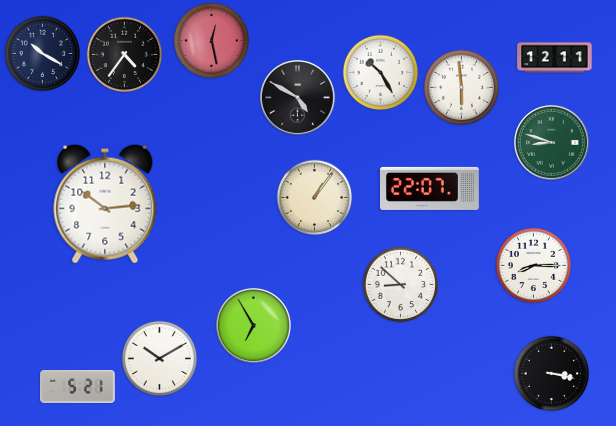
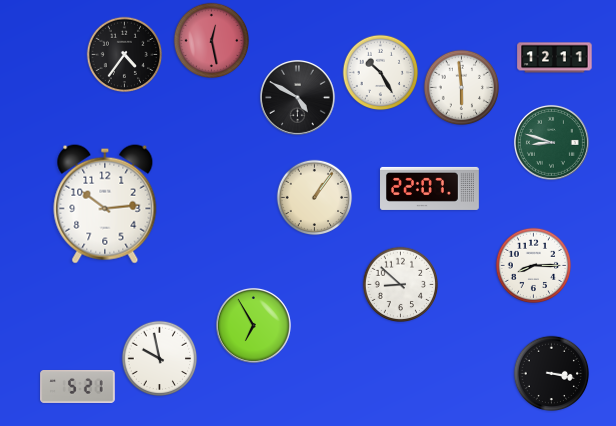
clock at (43, 54): 10:20 -> none
clock at (160, 359): 10:10 -> 9:58
